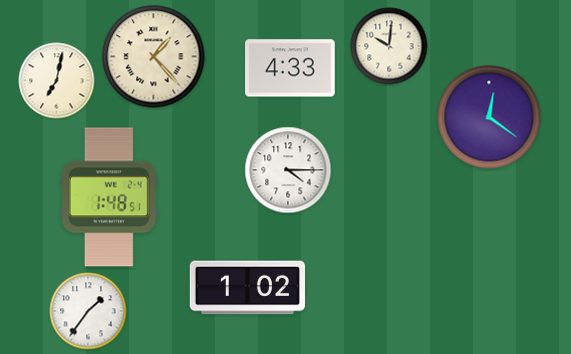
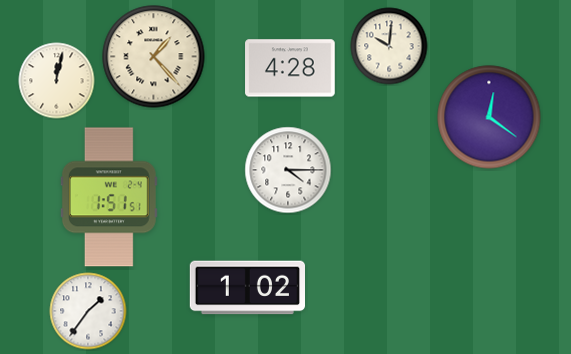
clock at (290, 68): 4:33 -> 4:28
clock at (57, 81): 7:02 -> 12:02
clock at (109, 197): 1:48 -> 1:51
